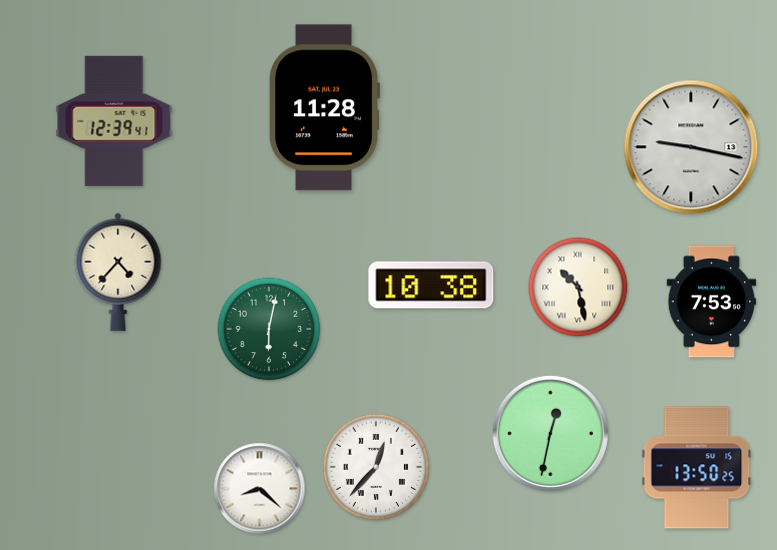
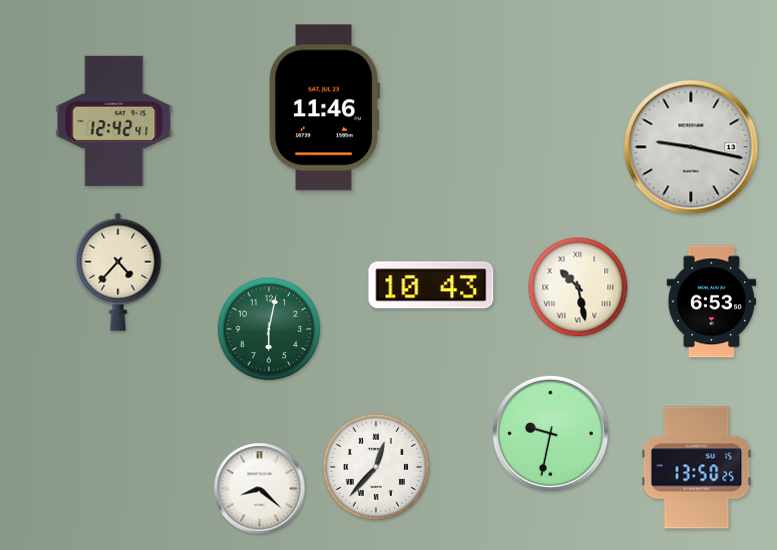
clock at (324, 108): 11:28 -> 11:46
clock at (114, 121): 12:39 -> 12:42
clock at (431, 285): 10:38 -> 10:43
clock at (712, 302): 7:53 -> 6:53
clock at (550, 433): 12:32 -> 9:32
